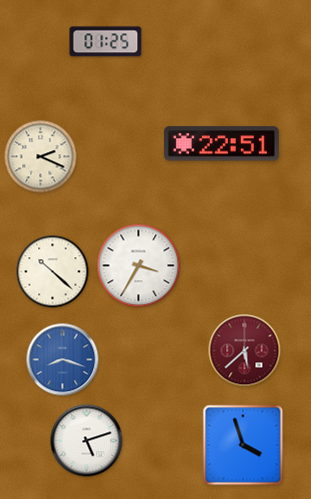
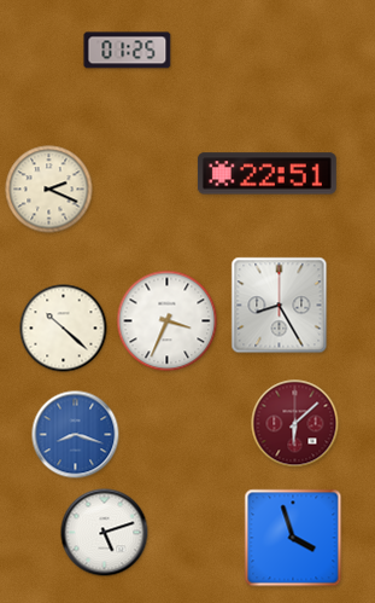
clock at (280, 306): none -> 8:25
clock at (139, 266): 3:35 -> 3:34
clock at (245, 351): 5:38 -> 6:08
